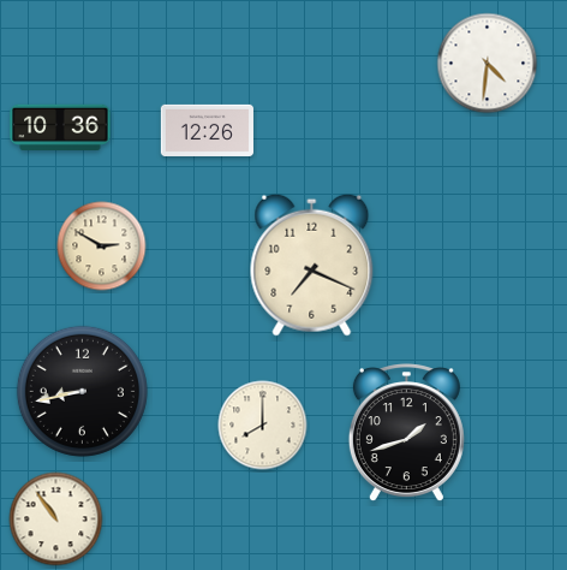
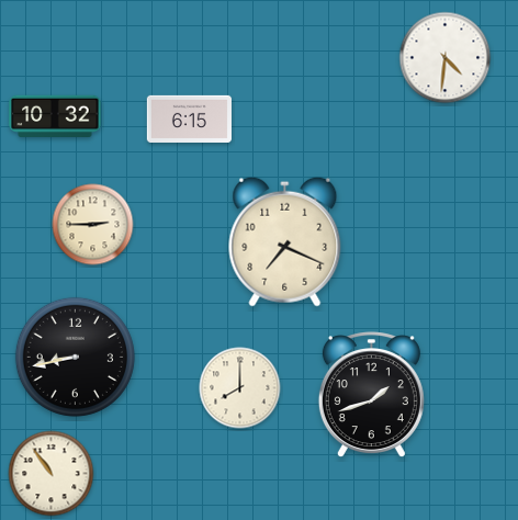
clock at (60, 126): 10:36 -> 10:32
clock at (207, 130): 12:26 -> 6:15
clock at (102, 247): 2:50 -> 2:45
